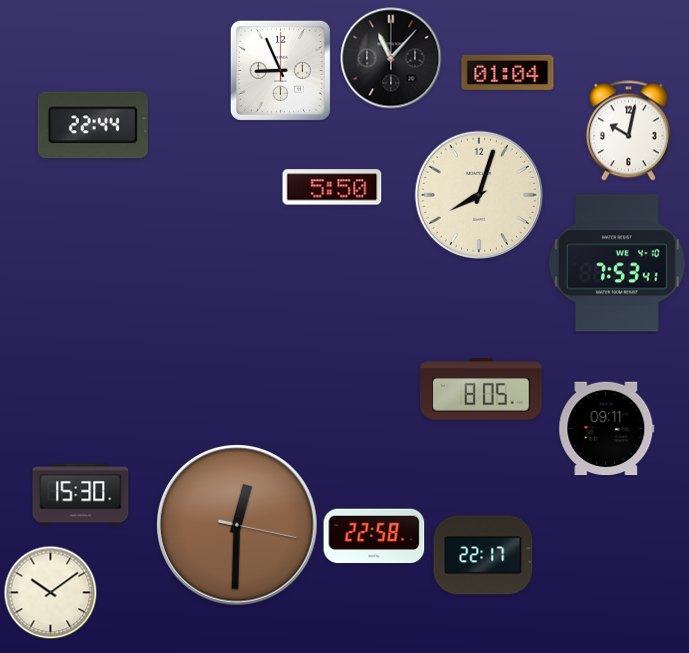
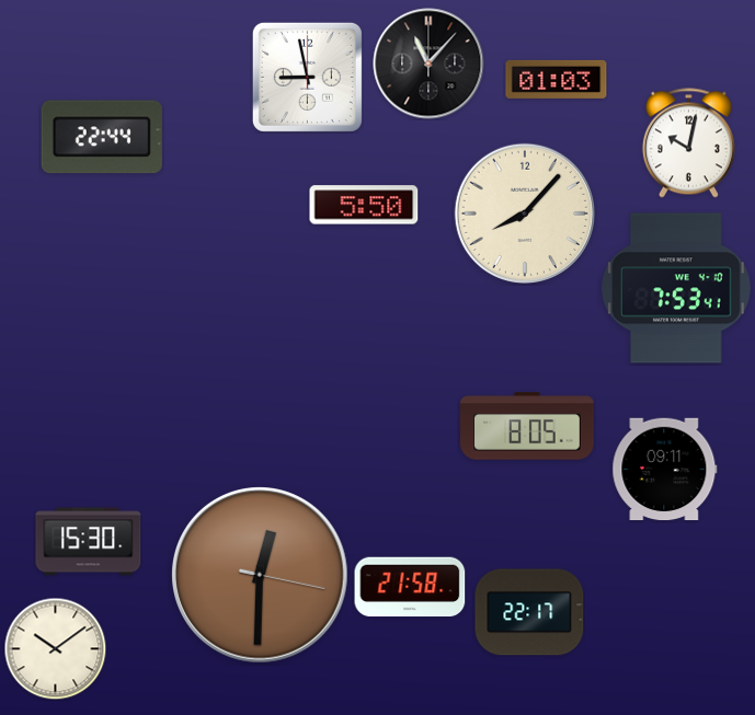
clock at (280, 70): 8:56 -> 8:58
clock at (508, 72): 01:04 -> 01:03
clock at (479, 195): 8:03 -> 8:07
clock at (374, 536): 22:58 -> 21:58
clock at (483, 555) position: (483, 555) -> (529, 612)
